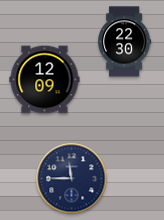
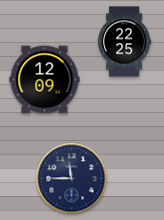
clock at (125, 42): 22:30 -> 22:25
